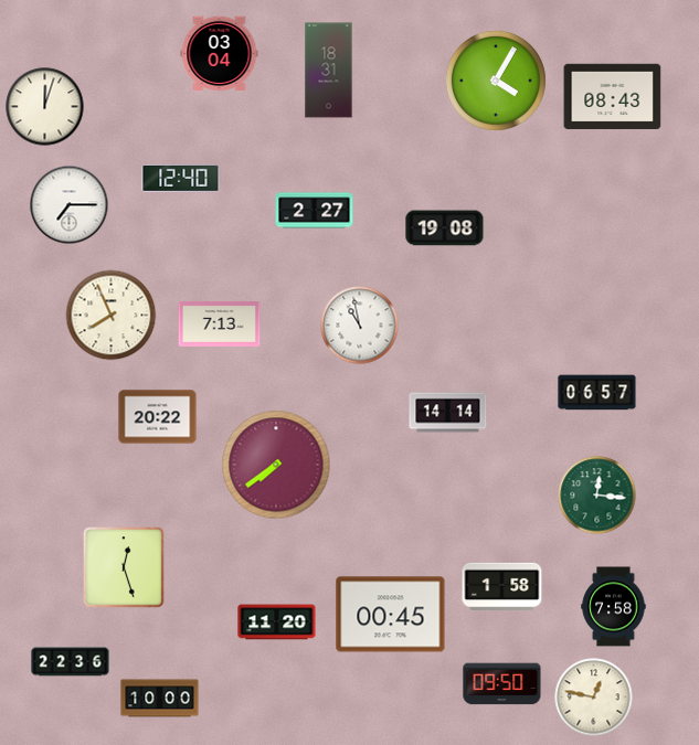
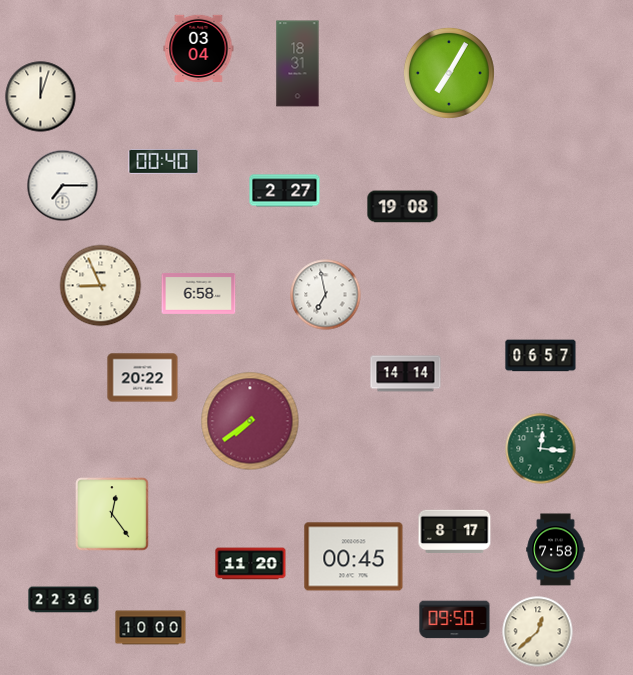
clock at (496, 81): 4:05 -> 7:05
clock at (613, 97): 08:43 -> none
clock at (181, 178): 12:40 -> 00:40
clock at (112, 316): 7:56 -> 8:56
clock at (220, 323): 7:13 -> 6:58
clock at (360, 326): 10:58 -> 6:58
clock at (124, 567): 12:27 -> 12:24
clock at (502, 586): 1:58 -> 8:17
clock at (594, 698): 12:47 -> 12:38
clock at (160, 699) position: (160, 699) -> (151, 628)
